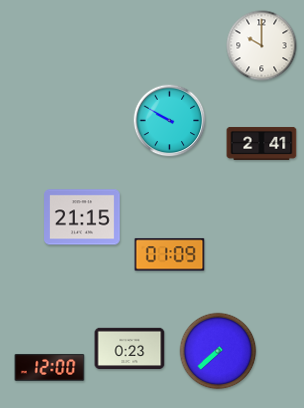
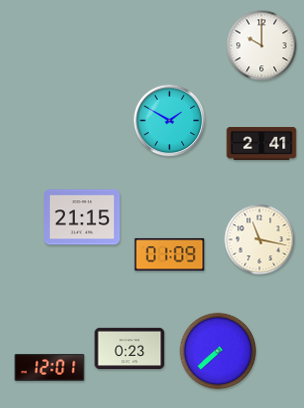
clock at (170, 121): 9:50 -> 1:50
clock at (260, 240): none -> 11:17
clock at (50, 367): 12:00 -> 12:01
